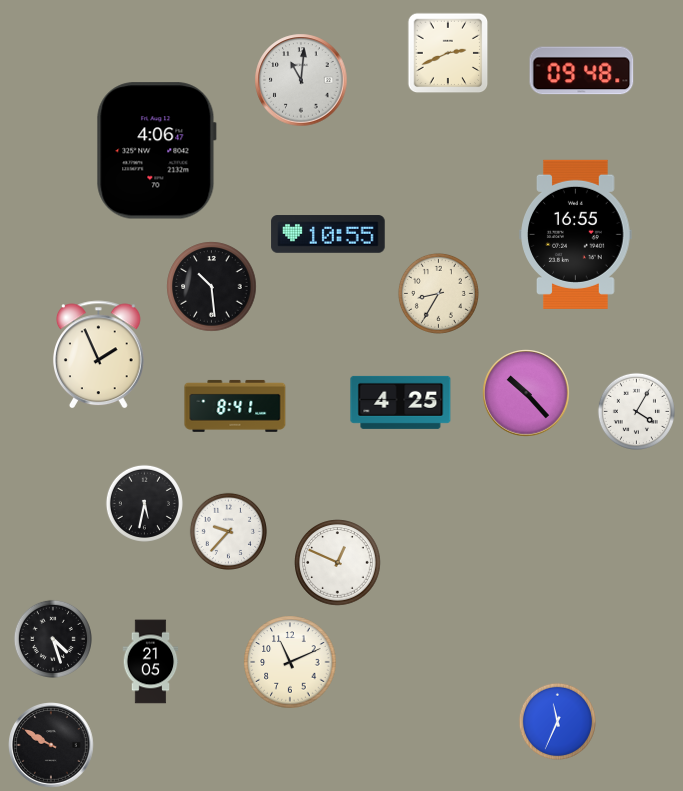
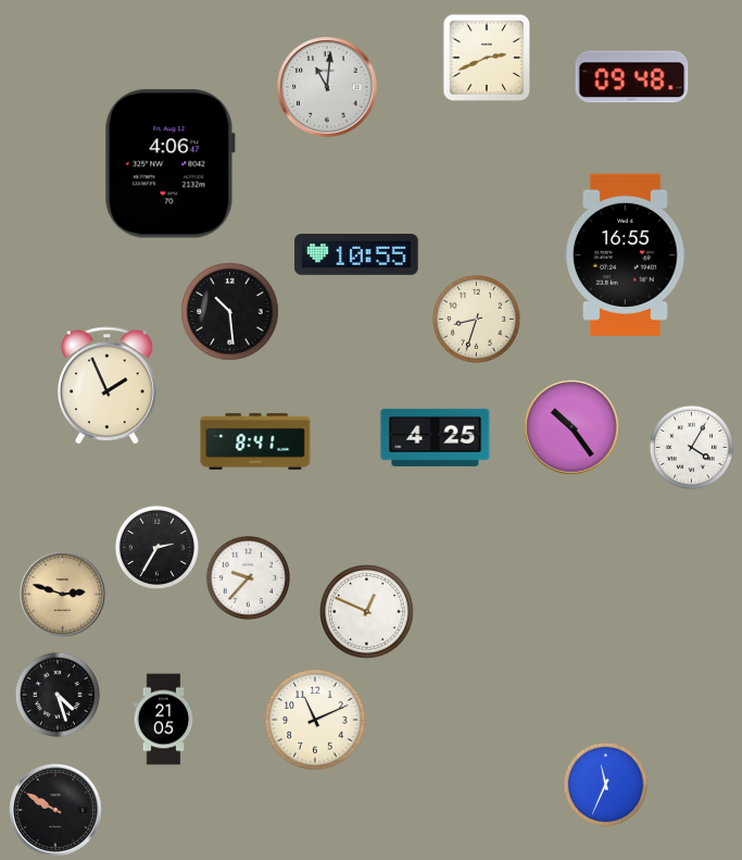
clock at (438, 293): 8:35 -> 8:33
clock at (526, 393): 10:23 -> 10:24
clock at (144, 503): 5:32 -> 2:35
clock at (63, 595): none -> 2:48
